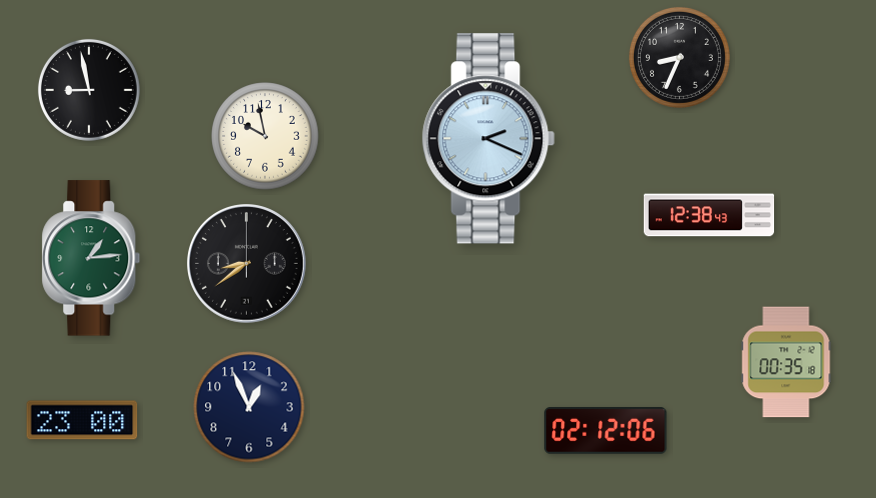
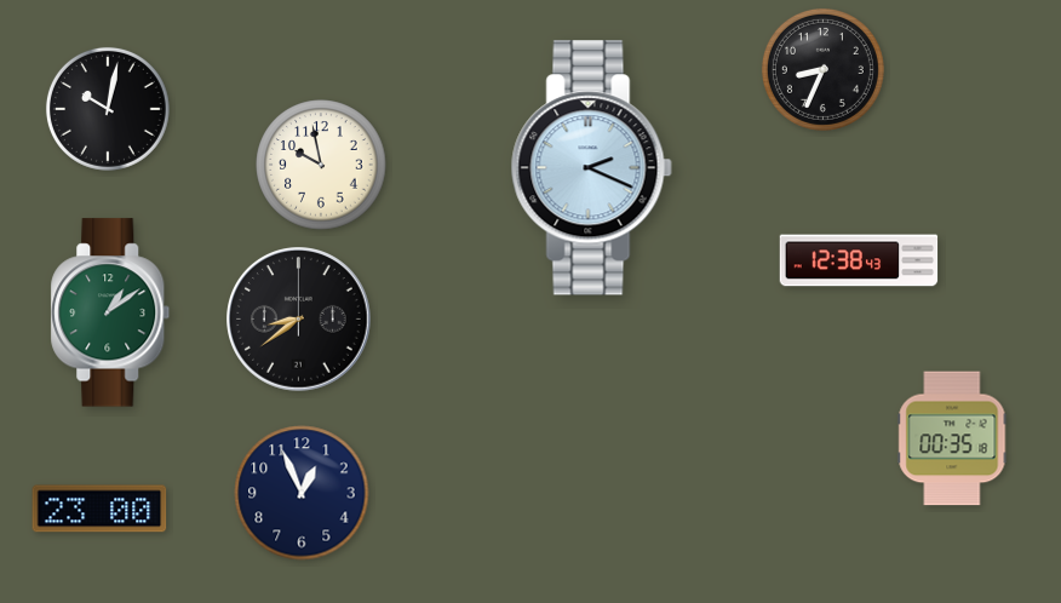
clock at (89, 90): 8:58 -> 10:02
clock at (91, 258): 1:14 -> 1:09
clock at (606, 431): 02:12 -> none
